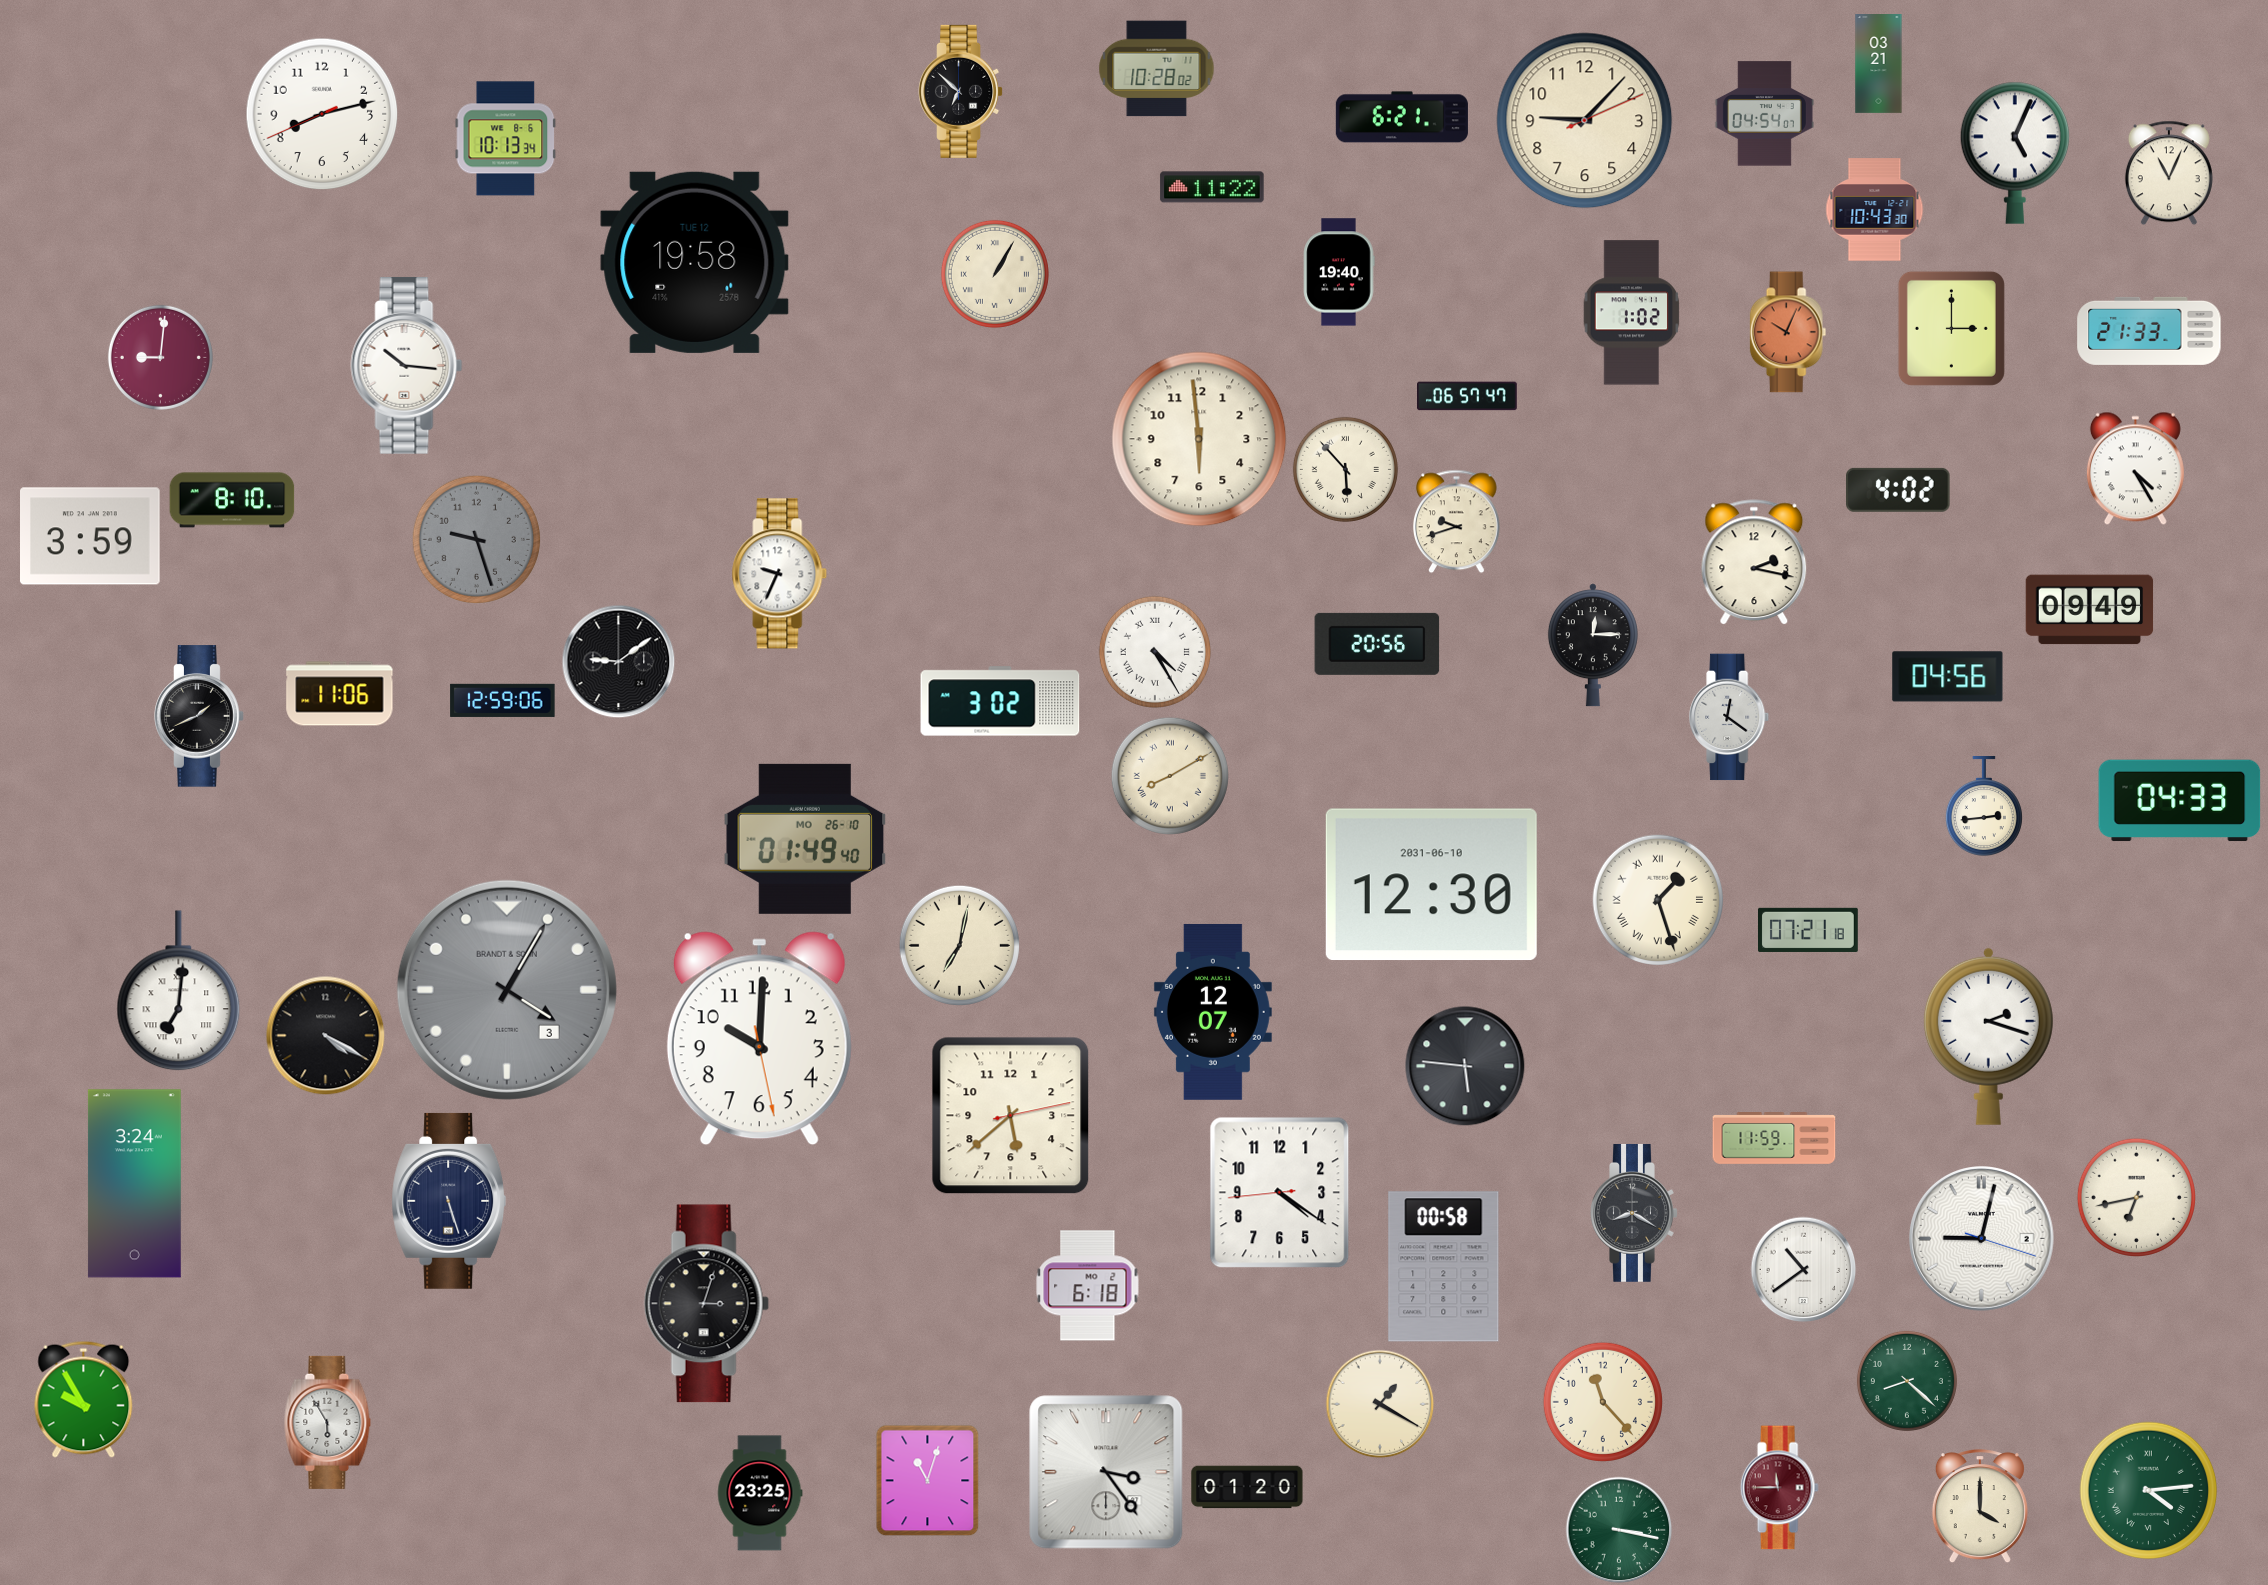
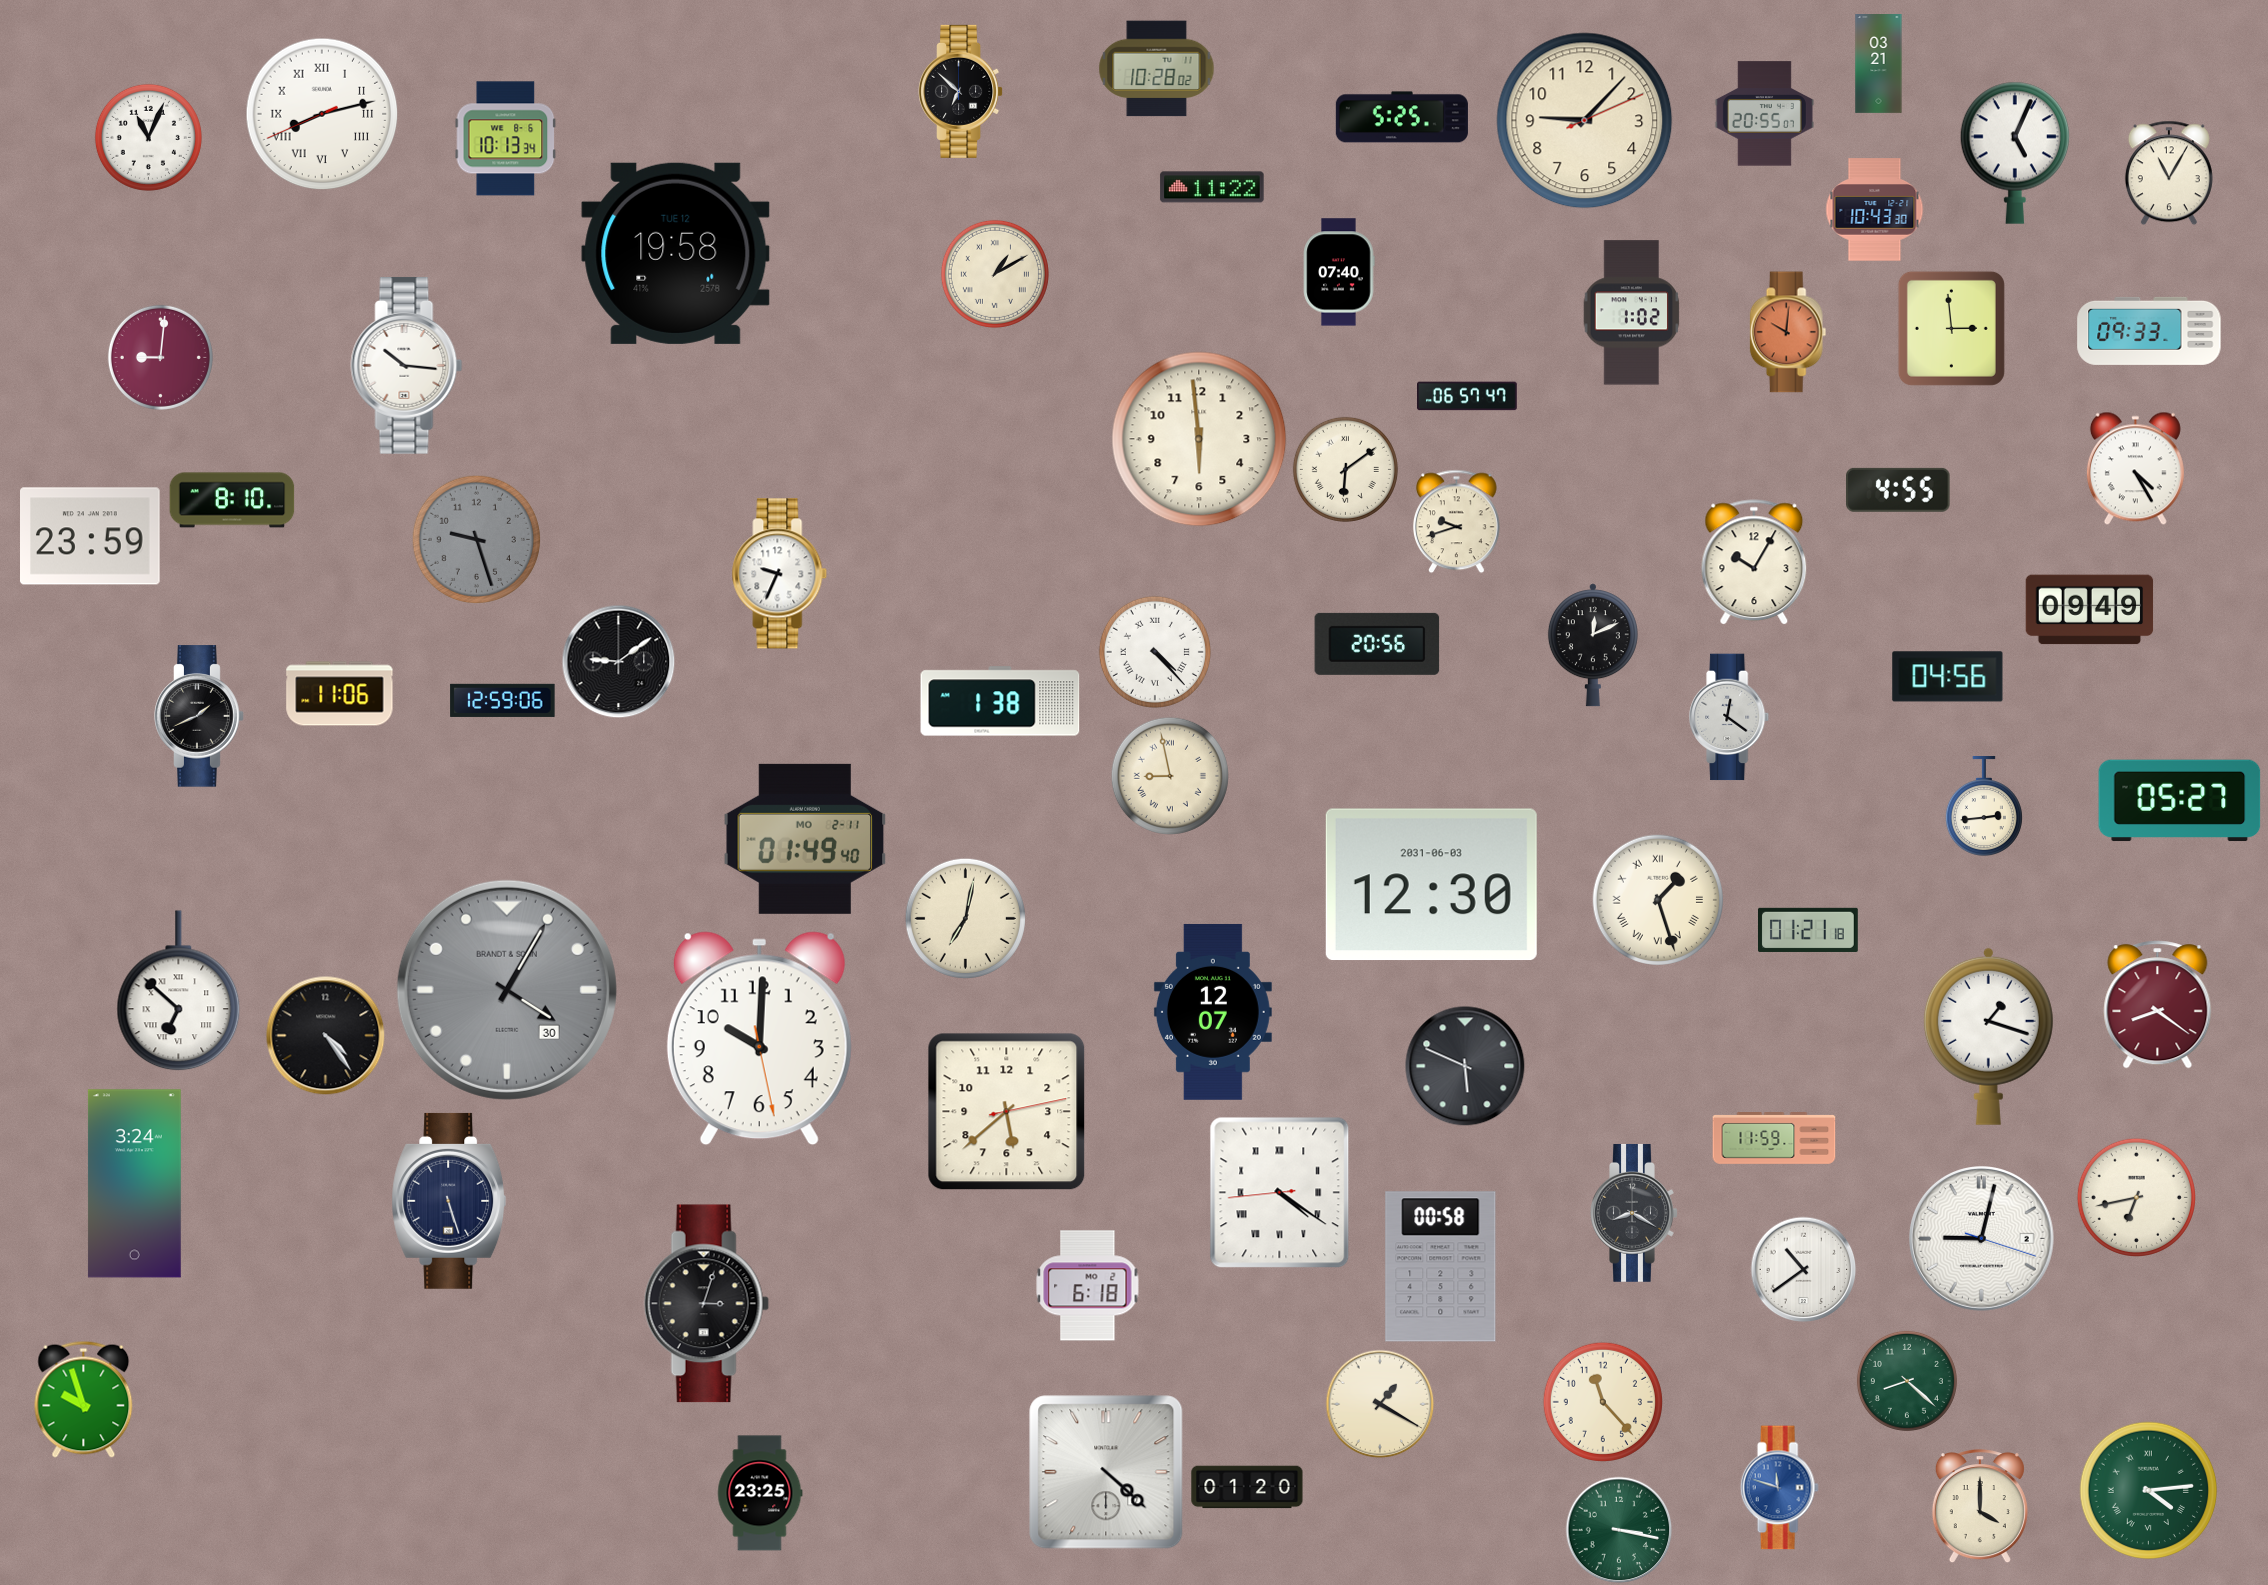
clock at (322, 114) numerals: Arabic -> Roman
clock at (1764, 114): 04:54 -> 20:55
clock at (1402, 117): 6:21 -> 5:25
clock at (148, 137): none -> 11:04
clock at (2169, 173): 11:04 -> 11:05
clock at (695, 262) position: (695, 262) -> (676, 253)
clock at (1339, 272): 19:40 -> 07:40
clock at (995, 274): 1:05 -> 1:10
clock at (1951, 328): 3:00 -> 2:59
clock at (2149, 331): 21:33 -> 09:33
clock at (1788, 332): 10:04 -> 10:01
clock at (1345, 469): 5:53 -> 6:09
clock at (1898, 490): 4:02 -> 4:55
clock at (91, 536): 3:59 -> 23:59
clock at (1754, 563): 2:17 -> 10:05
clock at (1593, 645): 12:15 -> 12:11
clock at (1155, 652): 4:25 -> 4:23
clock at (1000, 701): 3:02 -> 1:38
clock at (1170, 776): 8:10 -> 8:58
clock at (2180, 801): 04:33 -> 05:27
clock at (805, 839) date: MO 26-10 -> MO 2-11
clock at (1431, 885) date: 2031-06-10 -> 2031-06-03
clock at (1809, 930): 07:21 -> 01:21
clock at (959, 945) position: (959, 945) -> (965, 918)
clock at (507, 990) date: 3 -> 30
clock at (179, 991): 7:01 -> 6:52
clock at (2158, 1005): none -> 8:21
clock at (326, 1036): 4:20 -> 4:24
clock at (1988, 1036): 2:18 -> 1:18
clock at (1465, 1066): 5:46 -> 5:49
clock at (1011, 1116) position: (1011, 1116) -> (1007, 1112)
clock at (1280, 1193) numerals: Arabic -> Roman
clock at (1444, 1267) position: (1444, 1267) -> (1441, 1267)
clock at (84, 1399): 9:55 -> 9:57
clock at (328, 1422): 5:55 -> none
clock at (1106, 1472): 3:24 -> 4:22
clock at (928, 1481): 11:03 -> none
clock at (1779, 1488): 11:45 -> 11:48
clock at (1779, 1488) dial: burgundy -> blue
